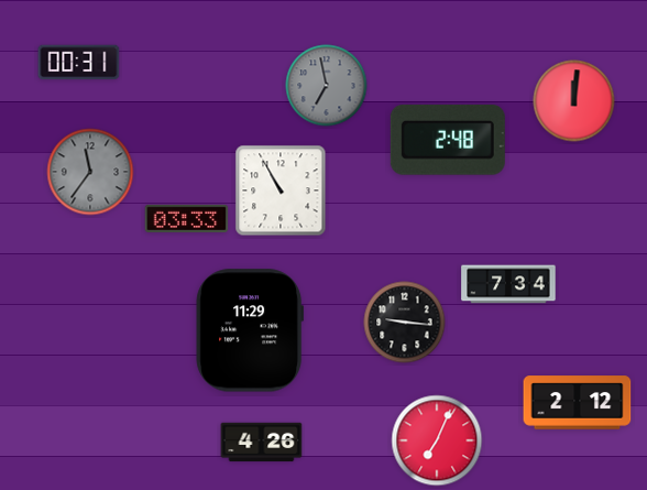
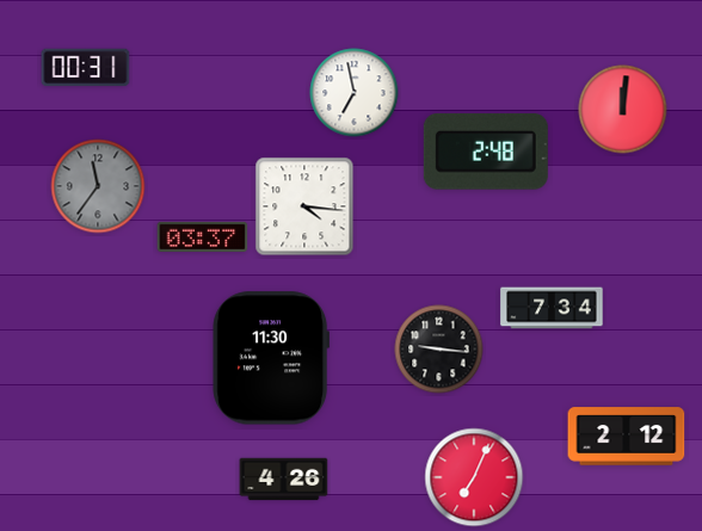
clock at (327, 86) dial: grey -> white
clock at (281, 190): 10:55 -> 4:16
clock at (187, 218): 03:33 -> 03:37
clock at (250, 330): 11:29 -> 11:30
